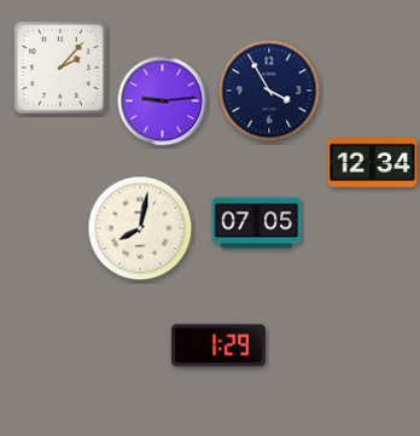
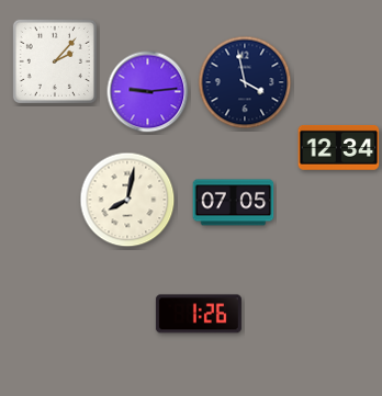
clock at (269, 91): 3:55 -> 3:58
clock at (140, 228) position: (140, 228) -> (127, 200)
clock at (218, 345): 1:29 -> 1:26
